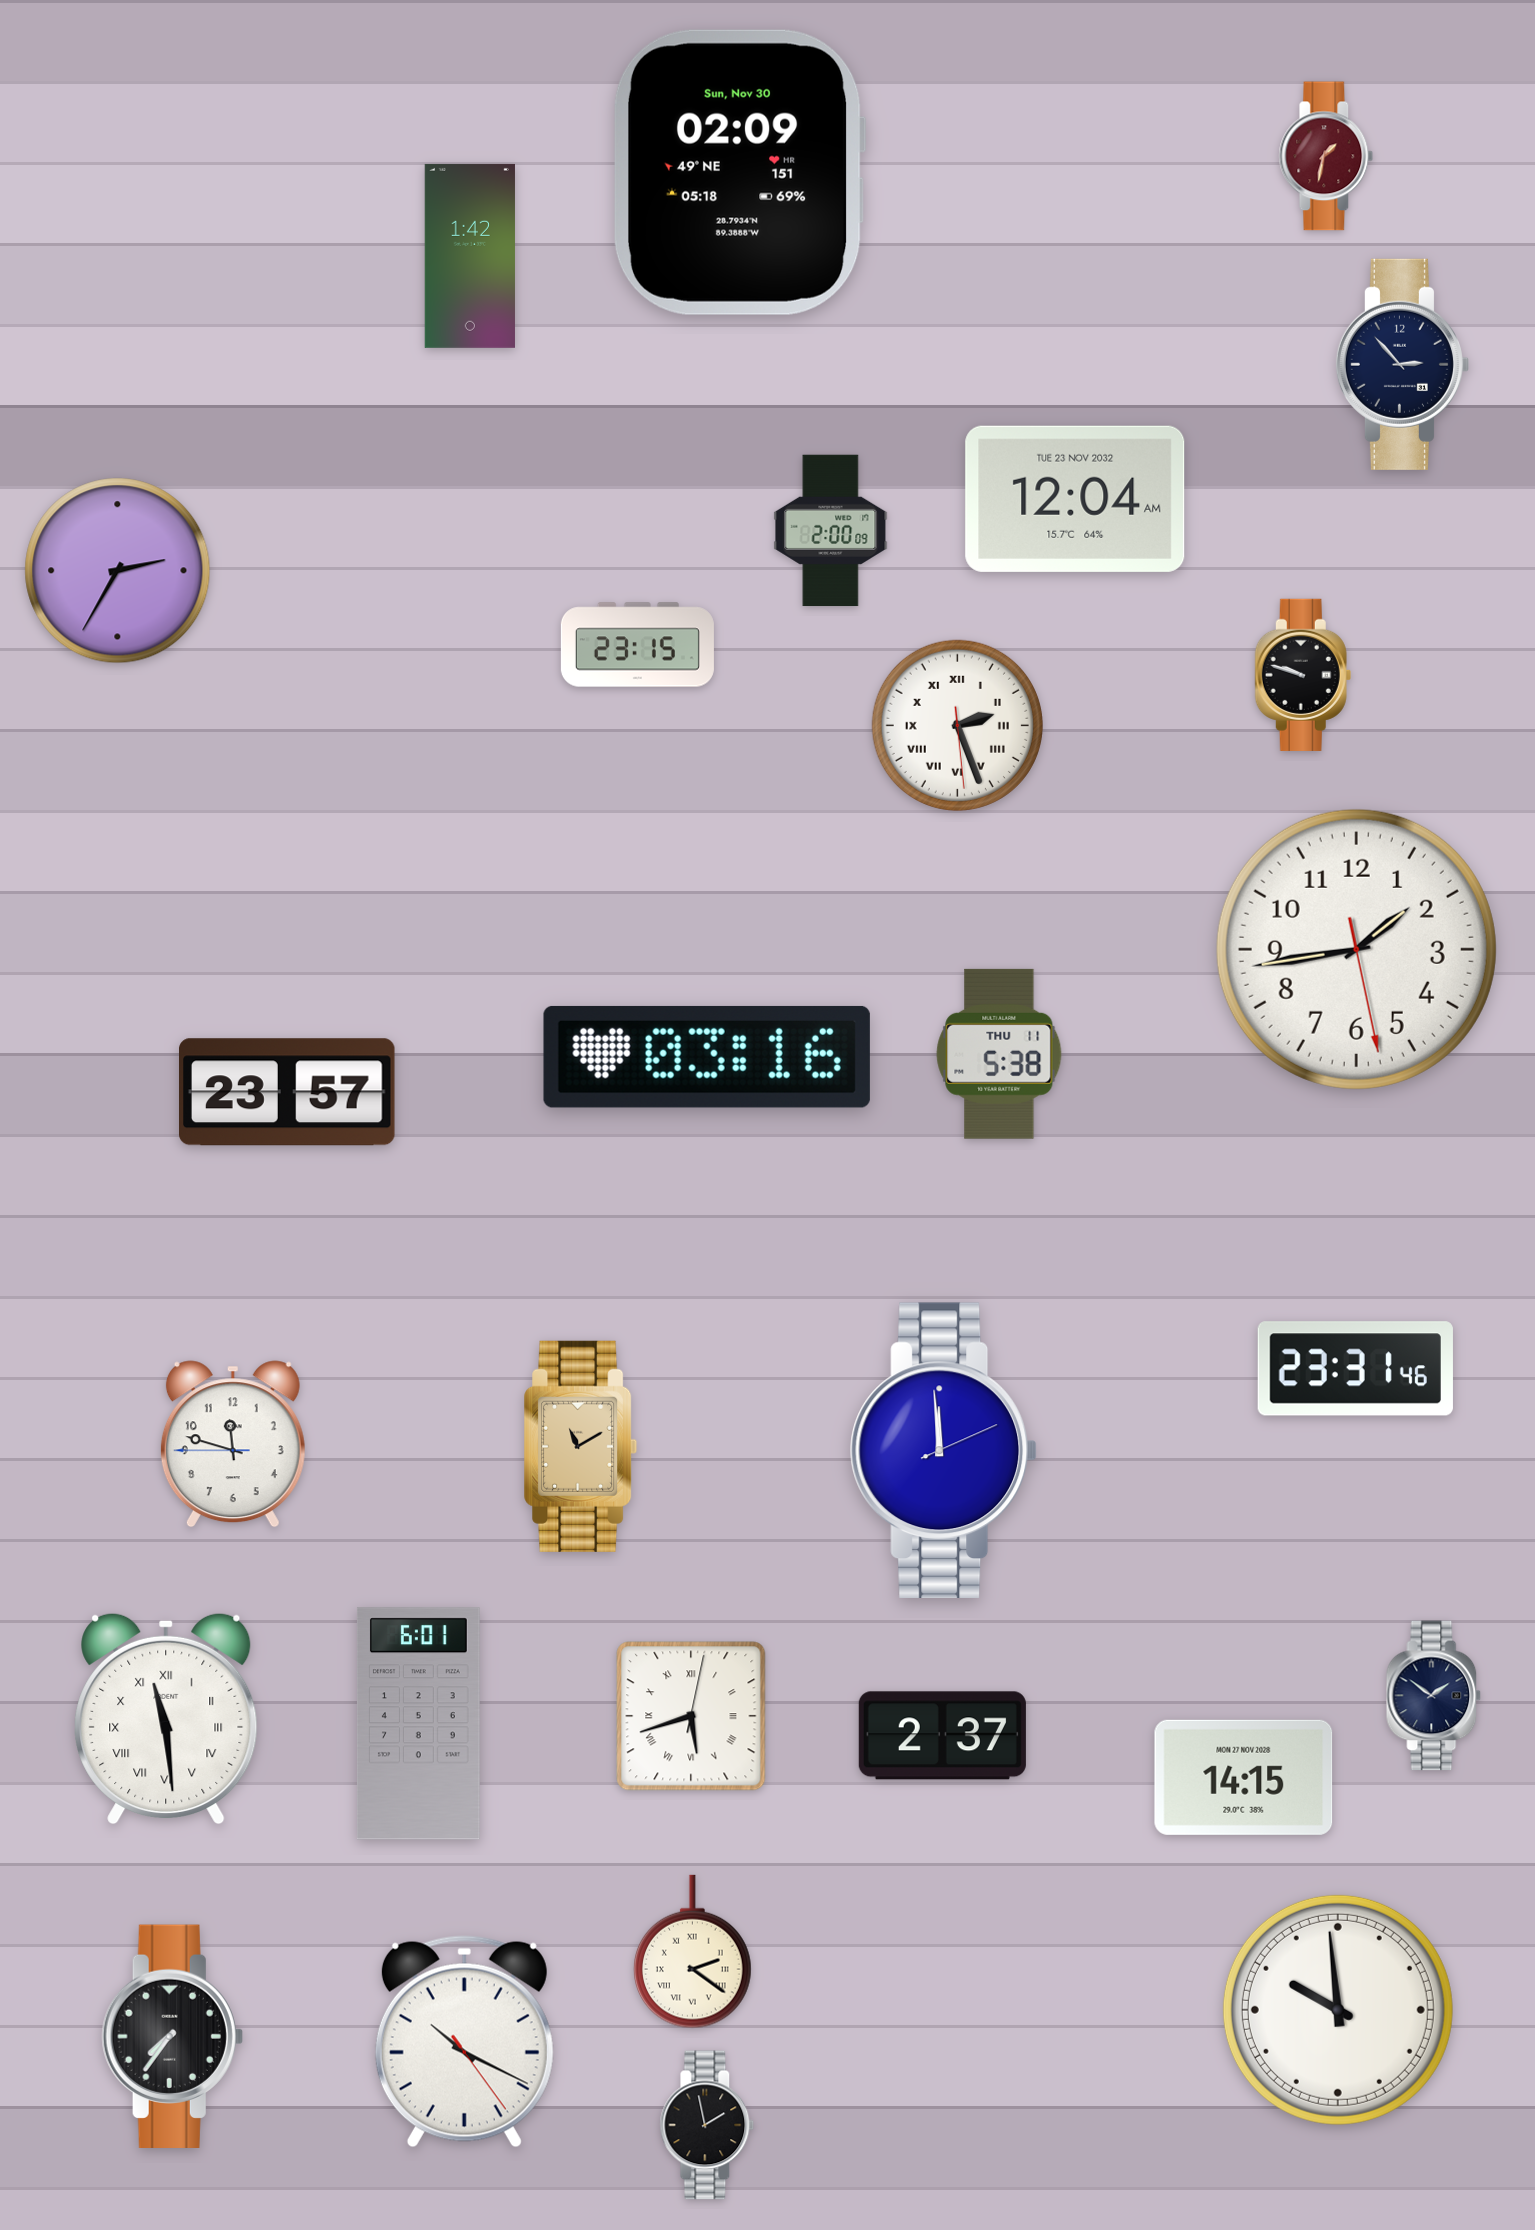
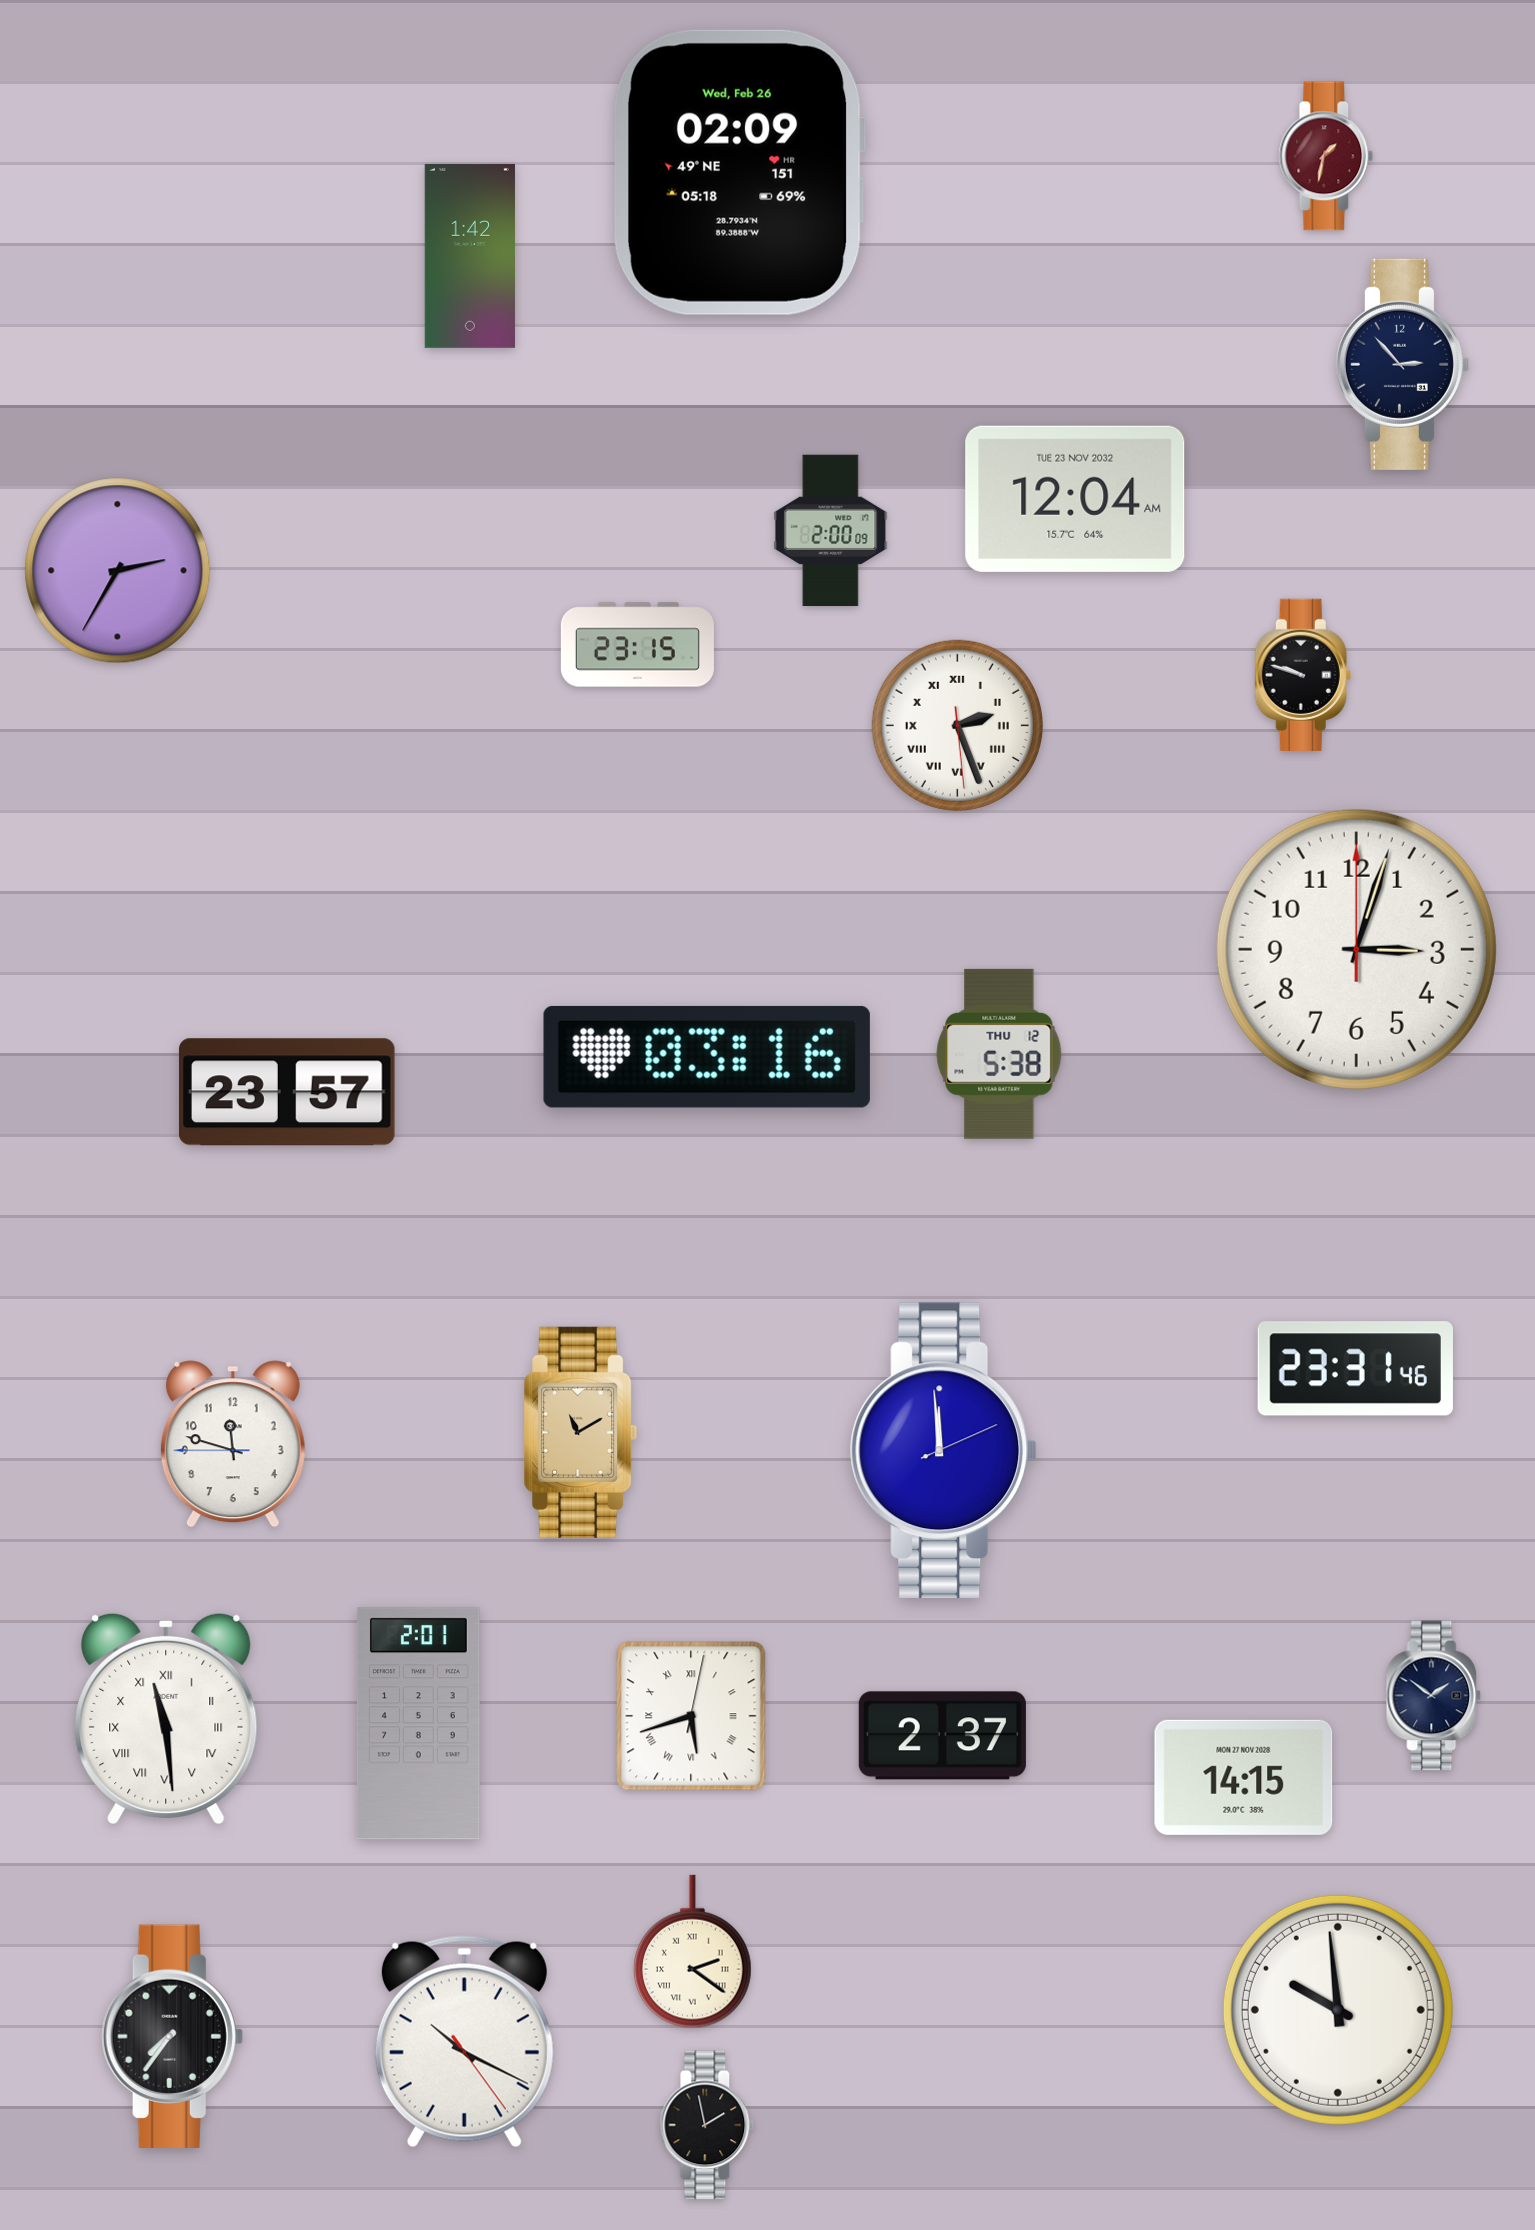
clock at (739, 172) date: Sun, Nov 30 -> Wed, Feb 26
clock at (1356, 949): 1:43 -> 3:03
clock at (999, 1054) date: THU 11 -> THU 12
clock at (581, 1446) position: (581, 1446) -> (581, 1432)
clock at (418, 1724): 6:01 -> 2:01
